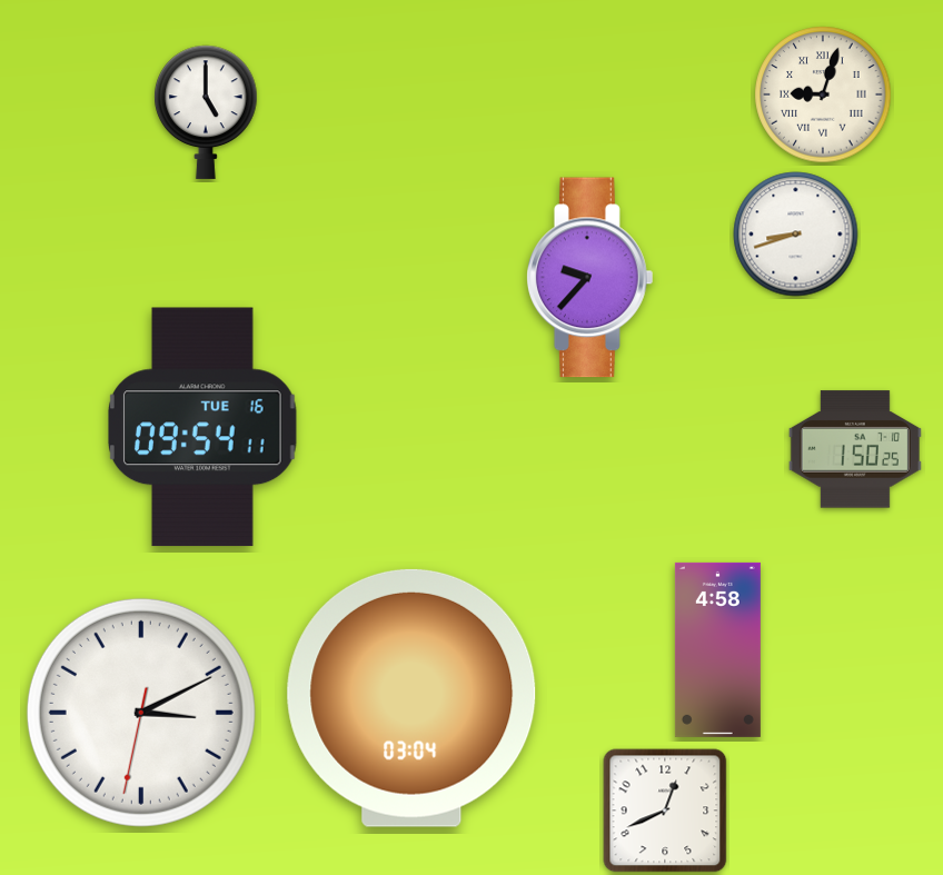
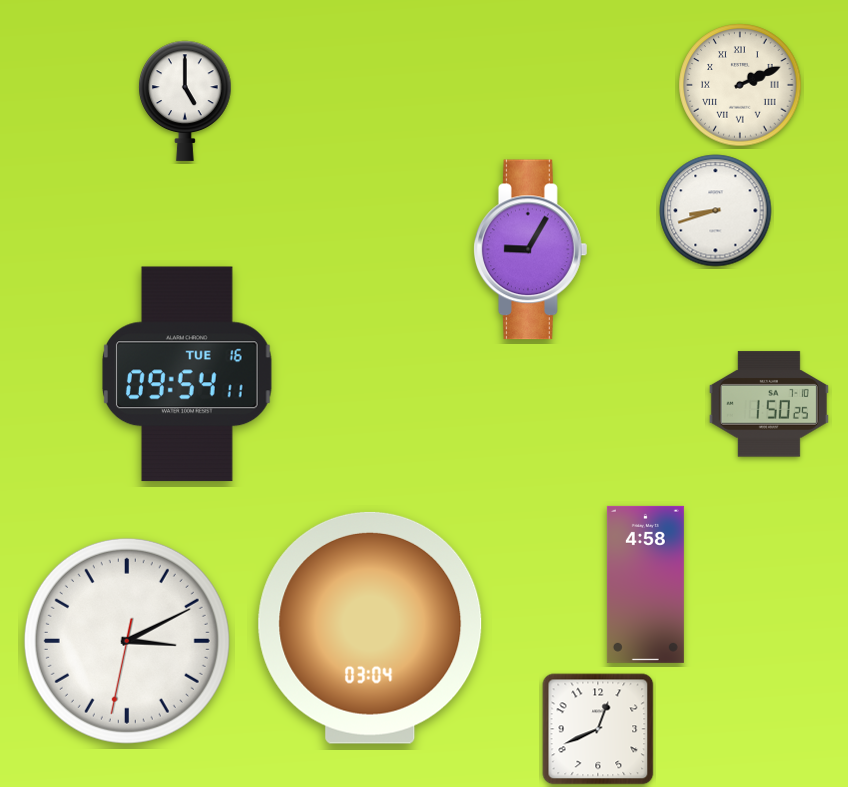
clock at (823, 95): 9:03 -> 2:11
clock at (590, 278): 9:37 -> 9:05
clock at (204, 427) position: (204, 427) -> (188, 374)
